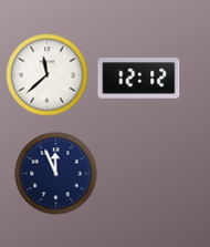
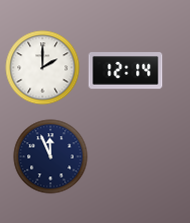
clock at (48, 75): 11:38 -> 2:00
clock at (139, 79): 12:12 -> 12:14
